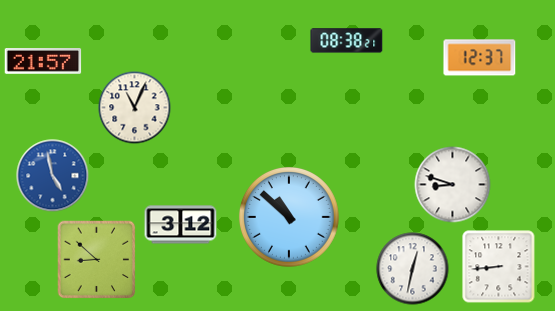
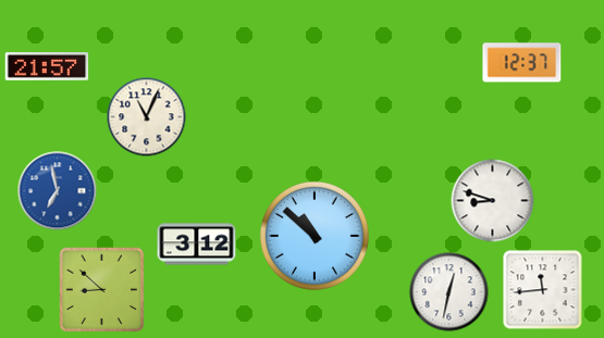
clock at (347, 41): 08:38 -> none
clock at (53, 176): 4:58 -> 6:58
clock at (97, 260) position: (97, 260) -> (102, 290)
clock at (499, 267): 8:44 -> 11:44
